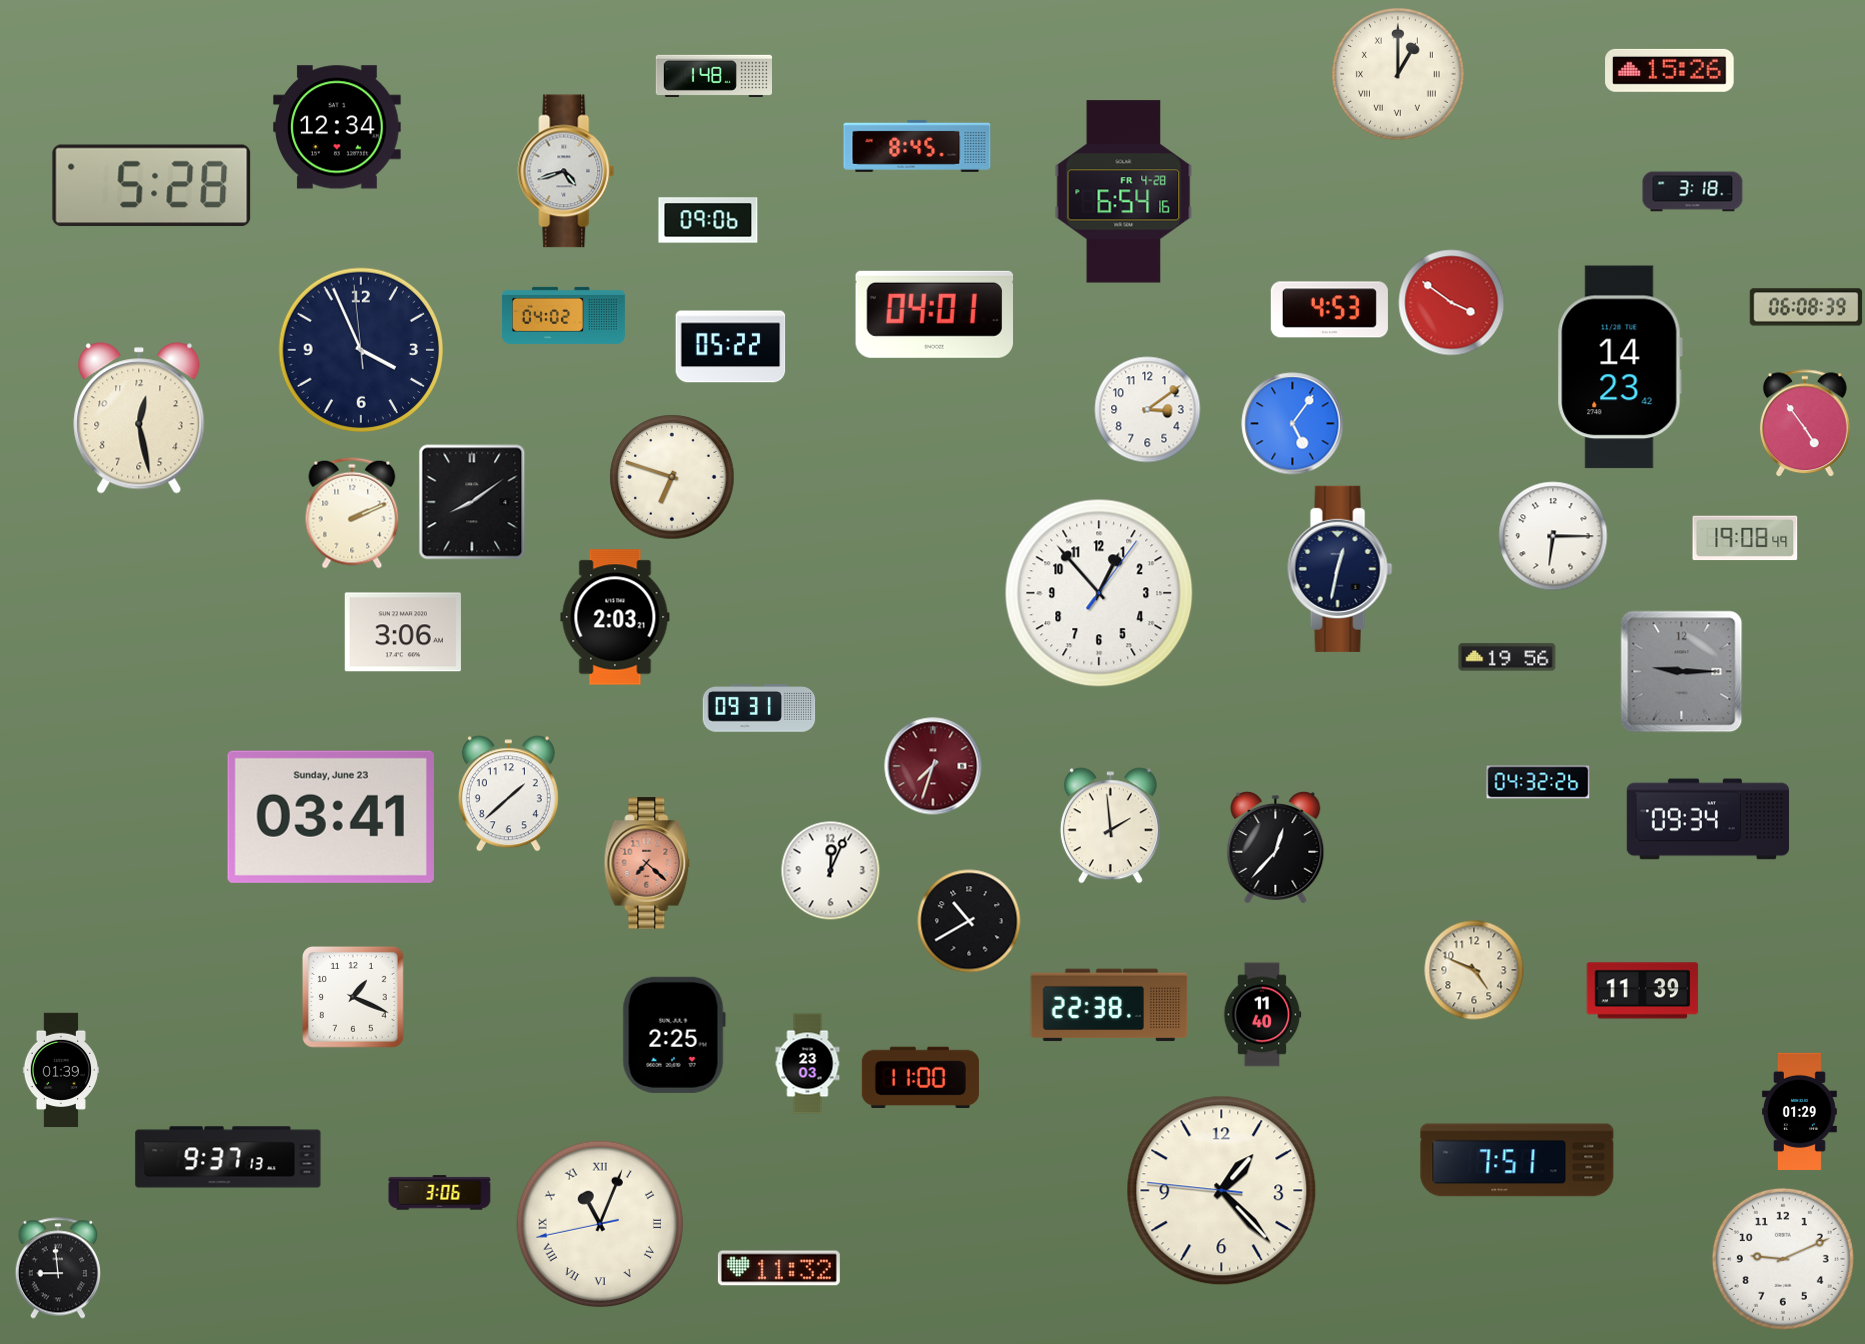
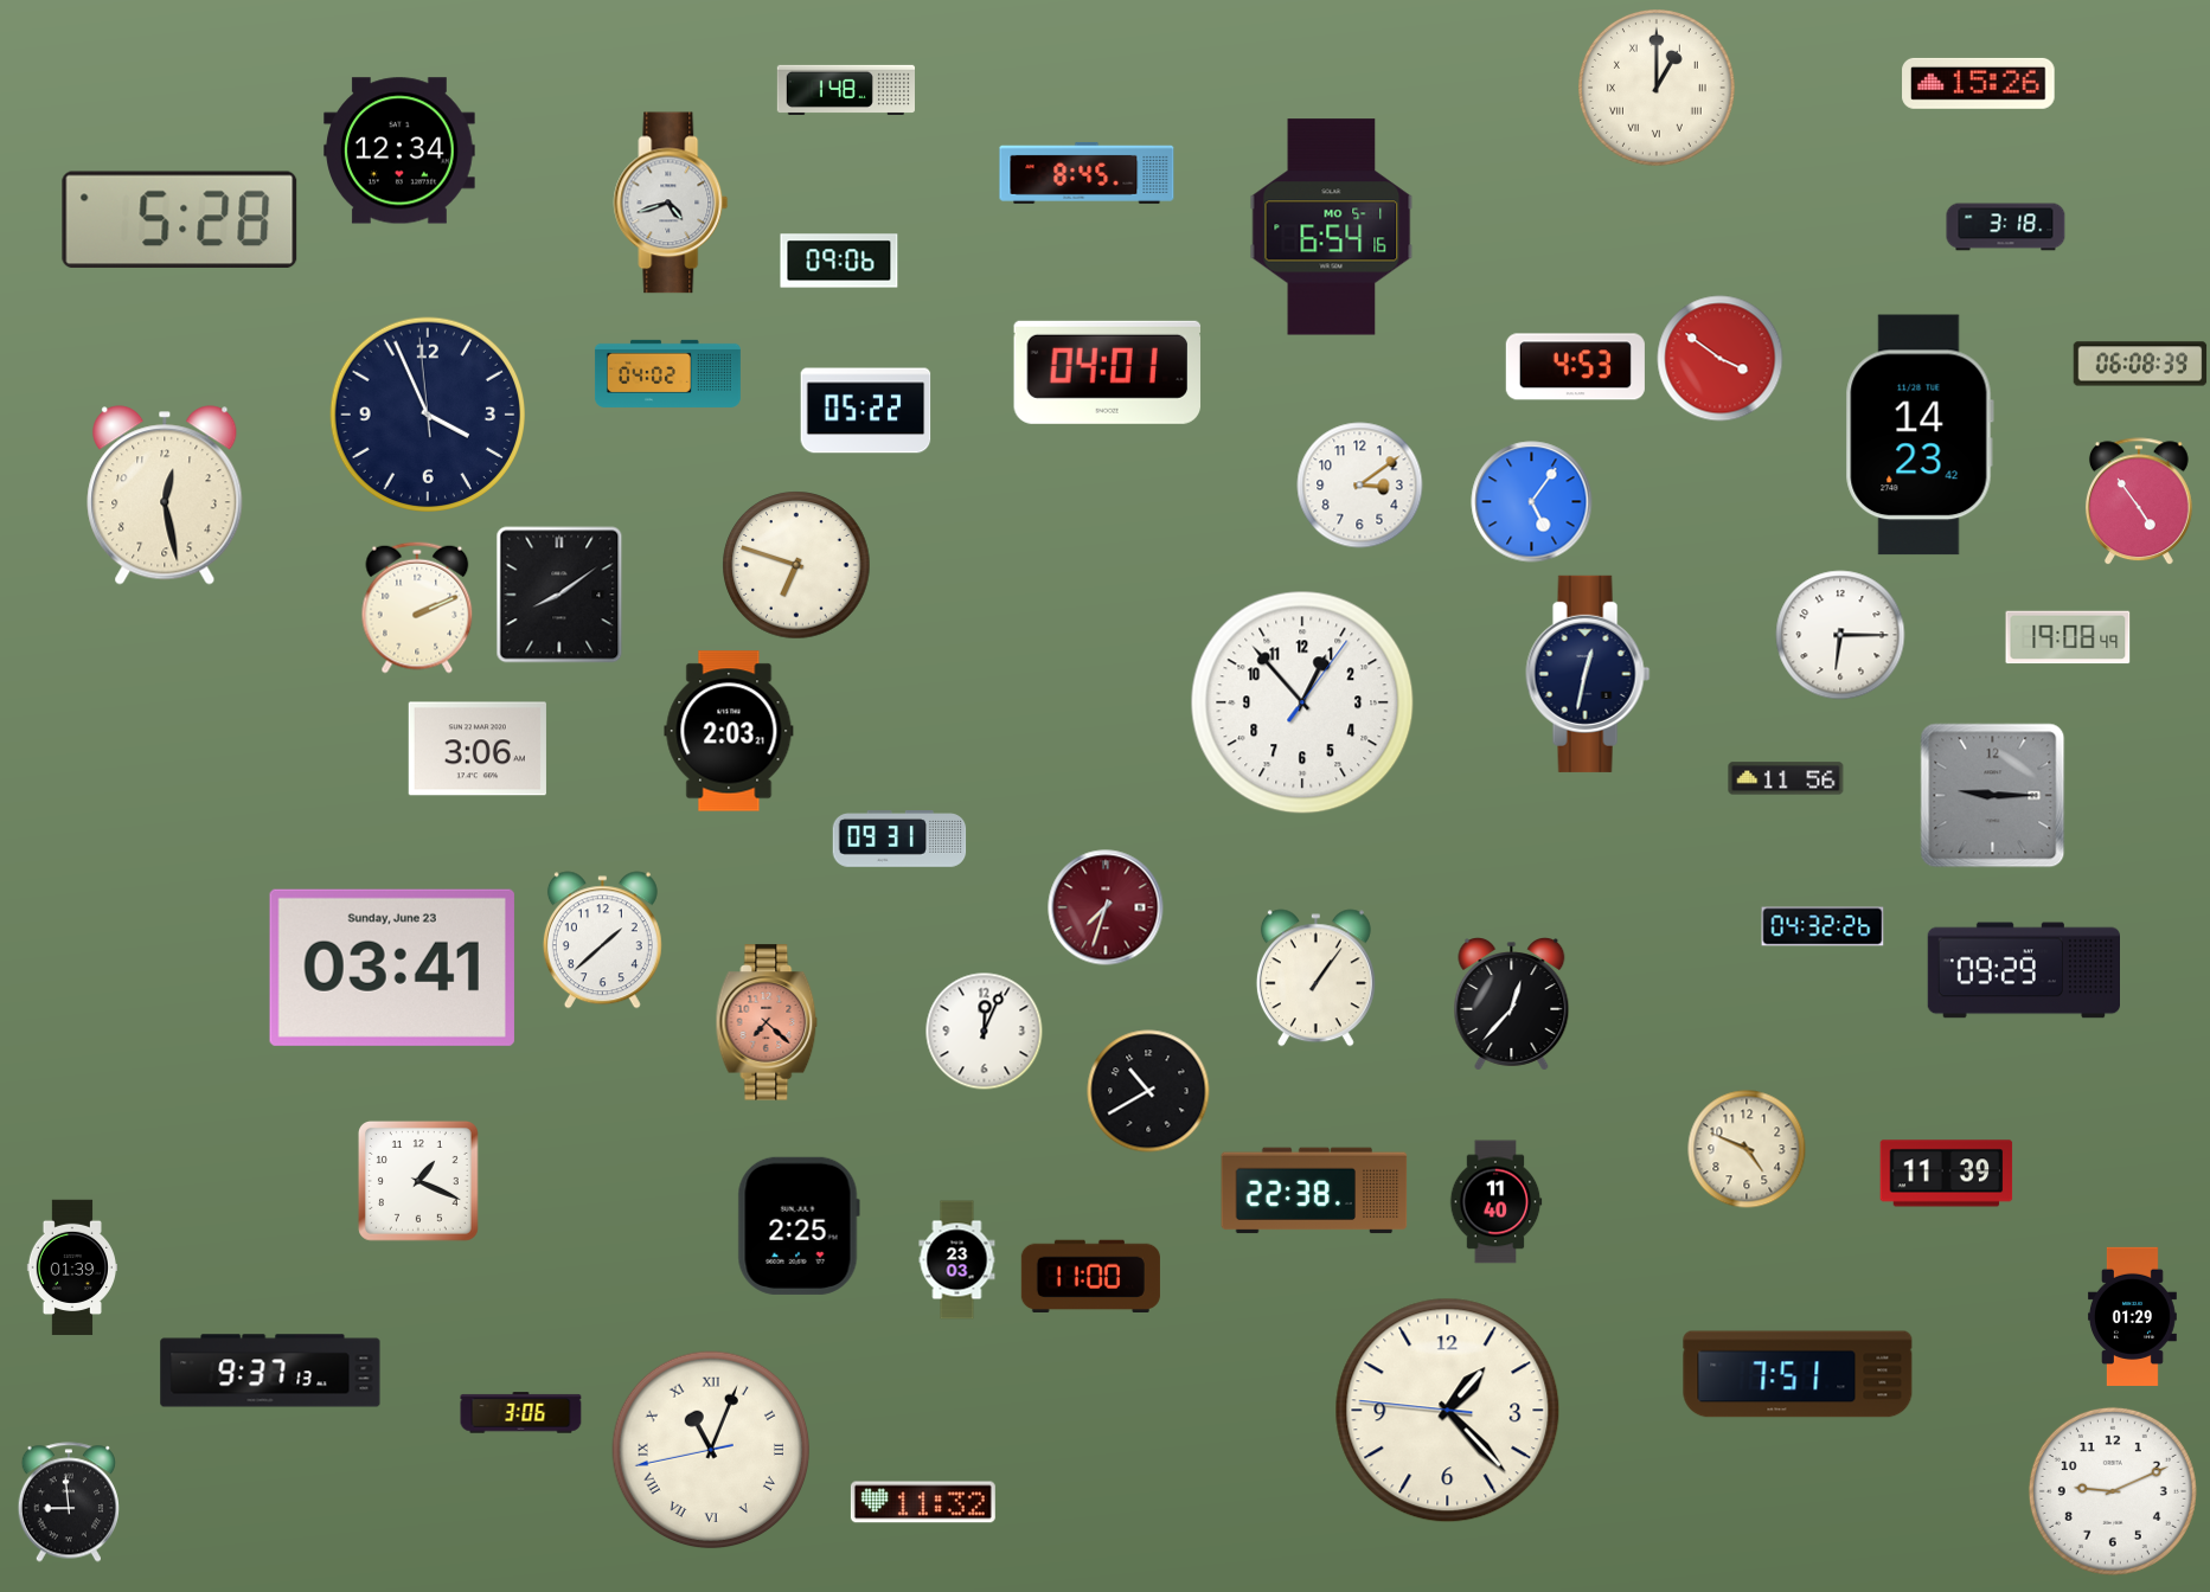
clock at (1124, 192) date: FR 4-28 -> MO 5-1
clock at (1507, 657): 19:56 -> 11:56
clock at (1707, 819): 09:34 -> 09:29
clock at (1110, 826): 1:59 -> 1:06
